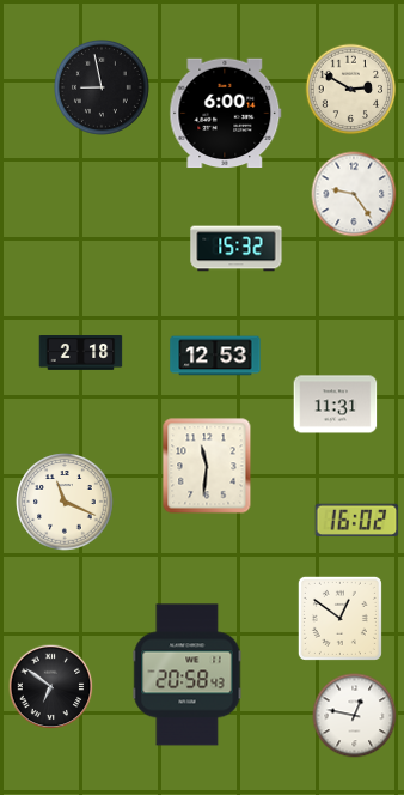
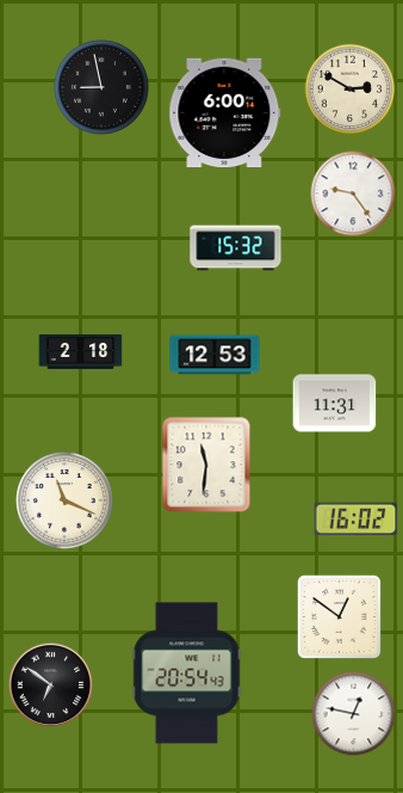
clock at (188, 675): 20:58 -> 20:54
